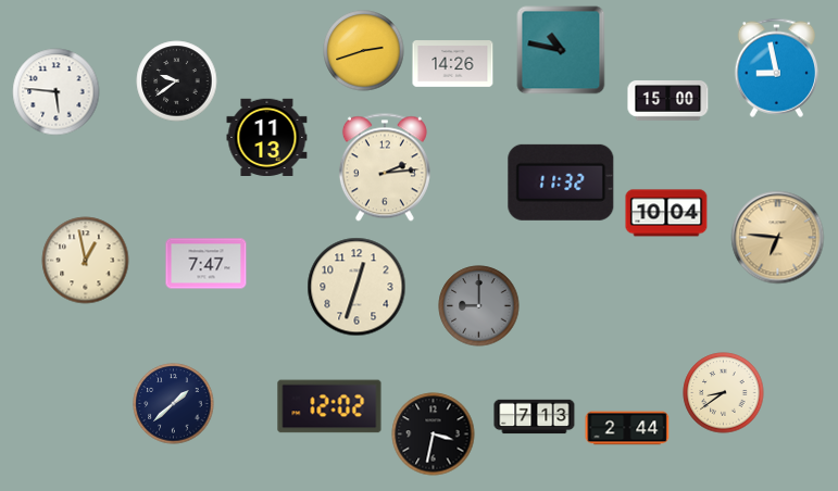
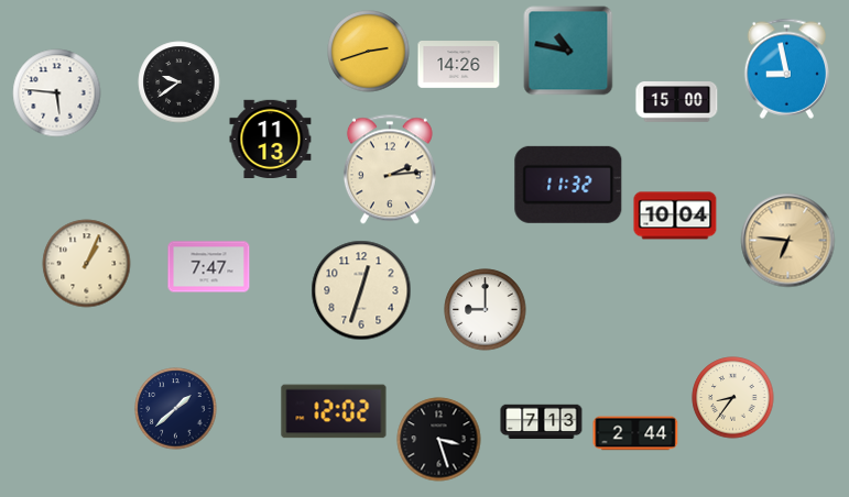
clock at (86, 261): 12:58 -> 1:04
clock at (479, 306) dial: grey -> white
clock at (724, 393): 8:39 -> 8:36
clock at (434, 435): 3:32 -> 3:27
